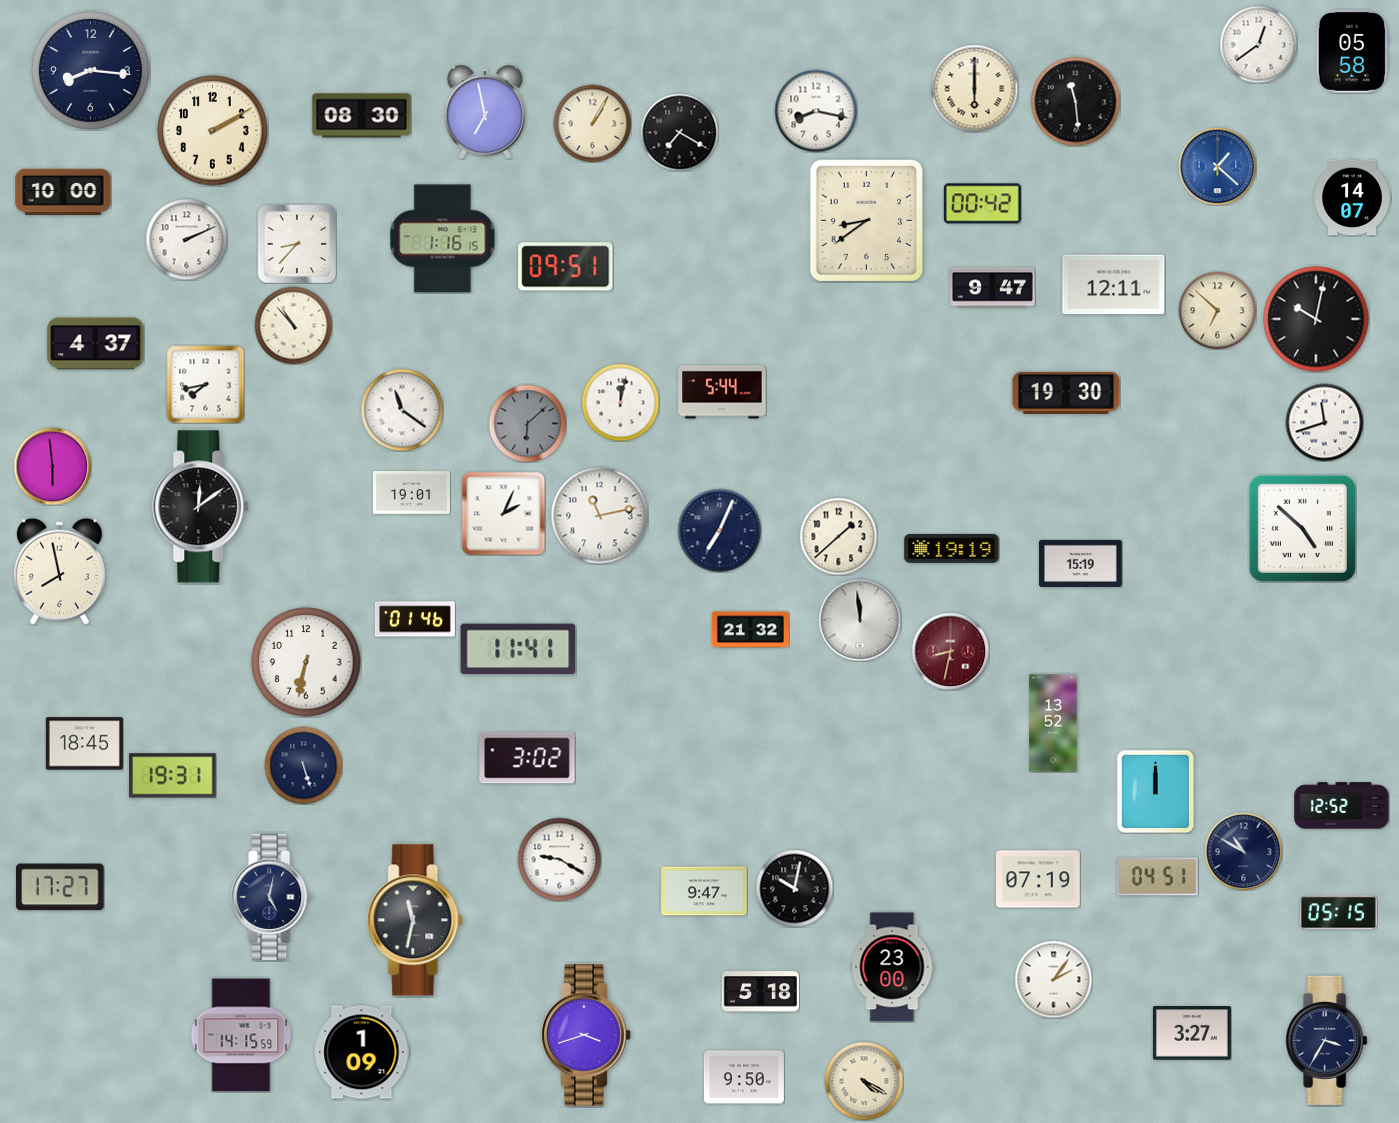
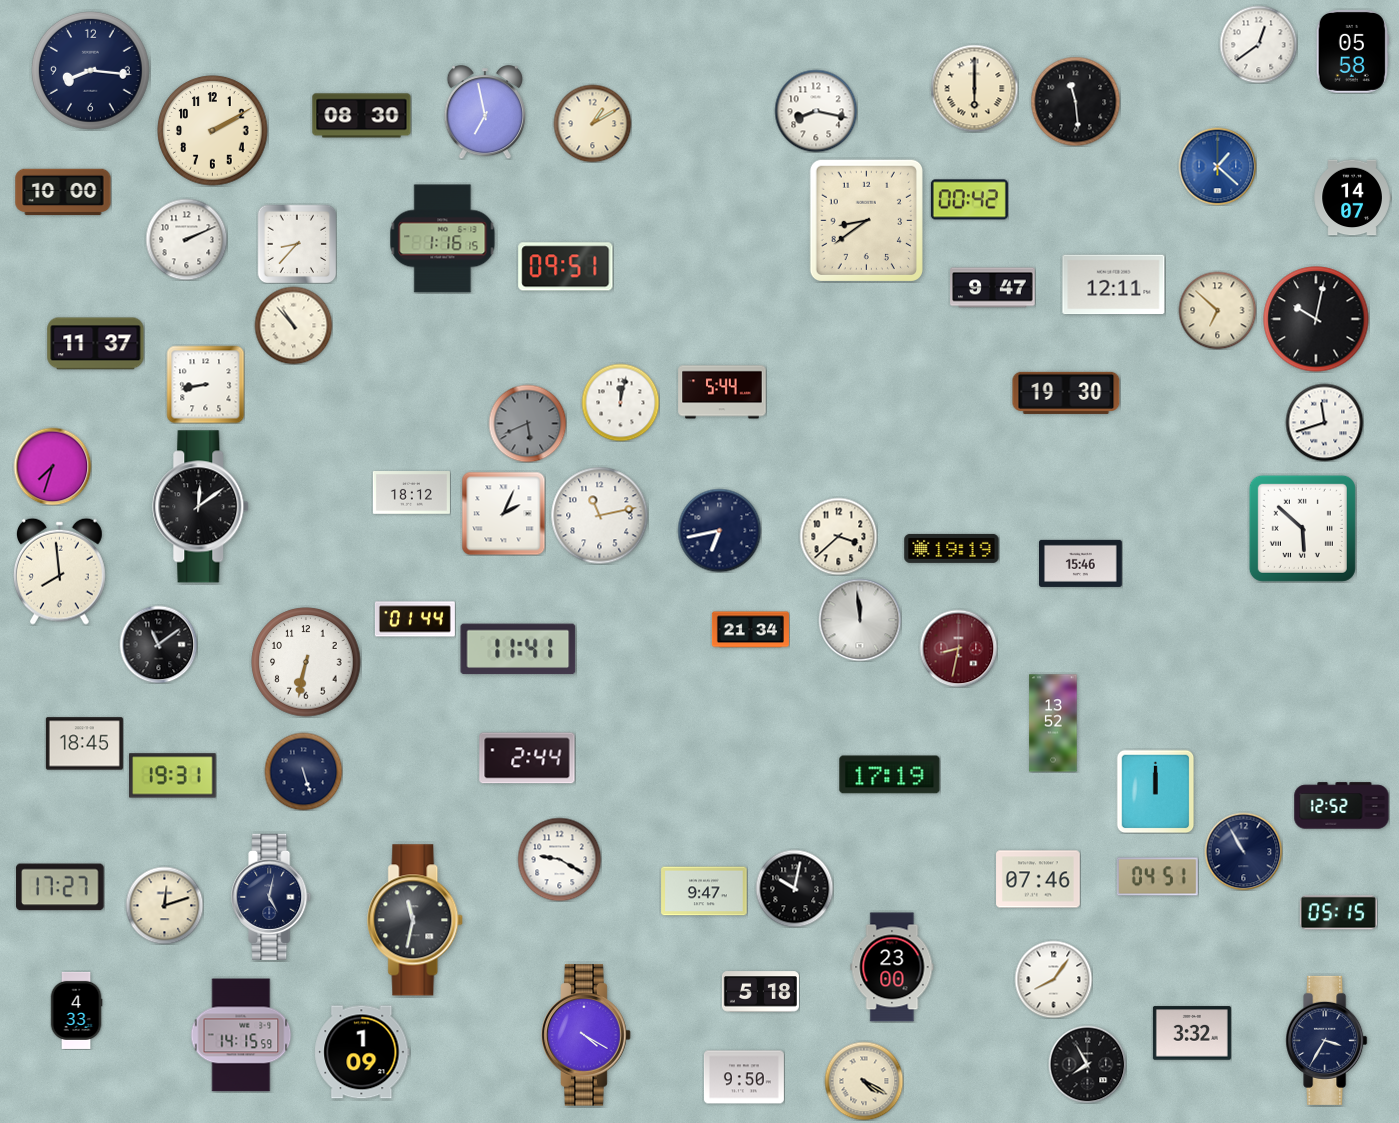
clock at (592, 123): 1:05 -> 1:10
clock at (679, 132): 7:20 -> none
clock at (982, 204) position: (982, 204) -> (969, 200)
clock at (96, 344): 4:37 -> 11:37
clock at (205, 384): 7:43 -> 8:43
clock at (402, 410): 11:21 -> none
clock at (527, 423): 6:08 -> 5:41
clock at (52, 466): 5:59 -> 7:33
clock at (411, 493): 19:01 -> 18:12
clock at (1302, 528): 4:52 -> 5:52
clock at (719, 530): 7:04 -> 6:43
clock at (838, 536): 1:38 -> 3:38
clock at (1081, 563): 15:19 -> 15:46
clock at (59, 571): 7:58 -> 7:59
clock at (415, 619): 01:46 -> 01:44
clock at (750, 630): 21:32 -> 21:34
clock at (158, 644): none -> 11:09
clock at (950, 651) position: (950, 651) -> (958, 648)
clock at (527, 758): 3:02 -> 2:44
clock at (303, 765) position: (303, 765) -> (303, 771)
clock at (890, 775): none -> 17:19
clock at (1243, 851): 10:50 -> 10:55
clock at (1038, 879): 07:19 -> 07:46
clock at (164, 905): none -> 12:12
clock at (1053, 979): 2:06 -> 8:06
clock at (76, 1010): none -> 4:33
clock at (1192, 1033): 3:27 -> 3:32
clock at (586, 1035): 3:42 -> 4:20
clock at (1087, 1064): none -> 7:55
